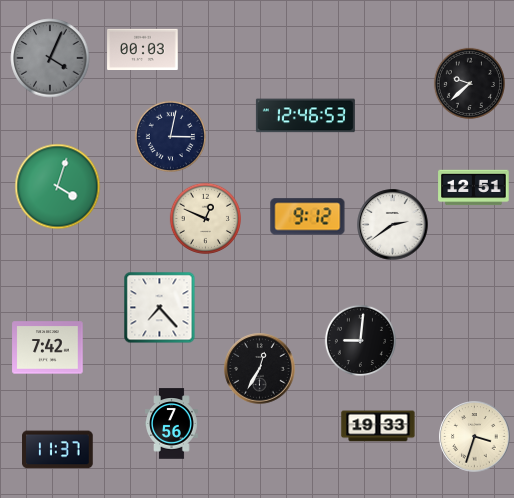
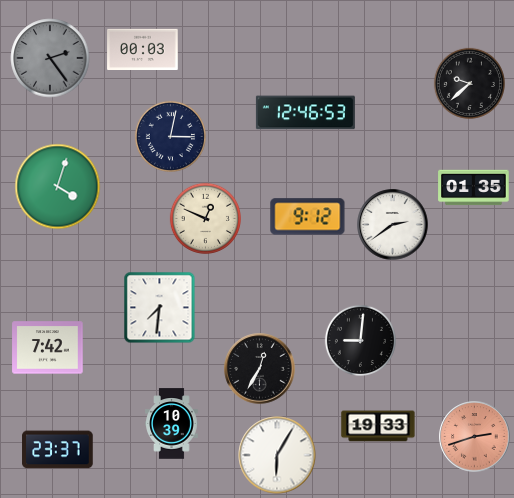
clock at (50, 58): 4:04 -> 2:24
clock at (305, 116) position: (305, 116) -> (305, 113)
clock at (474, 188): 12:51 -> 01:35
clock at (160, 308): 7:23 -> 7:31
clock at (172, 424): 7:56 -> 10:39
clock at (475, 437): 3:33 -> 2:42
clock at (475, 437) dial: cream -> salmon
clock at (58, 450): 11:37 -> 23:37
clock at (277, 455): none -> 6:05
